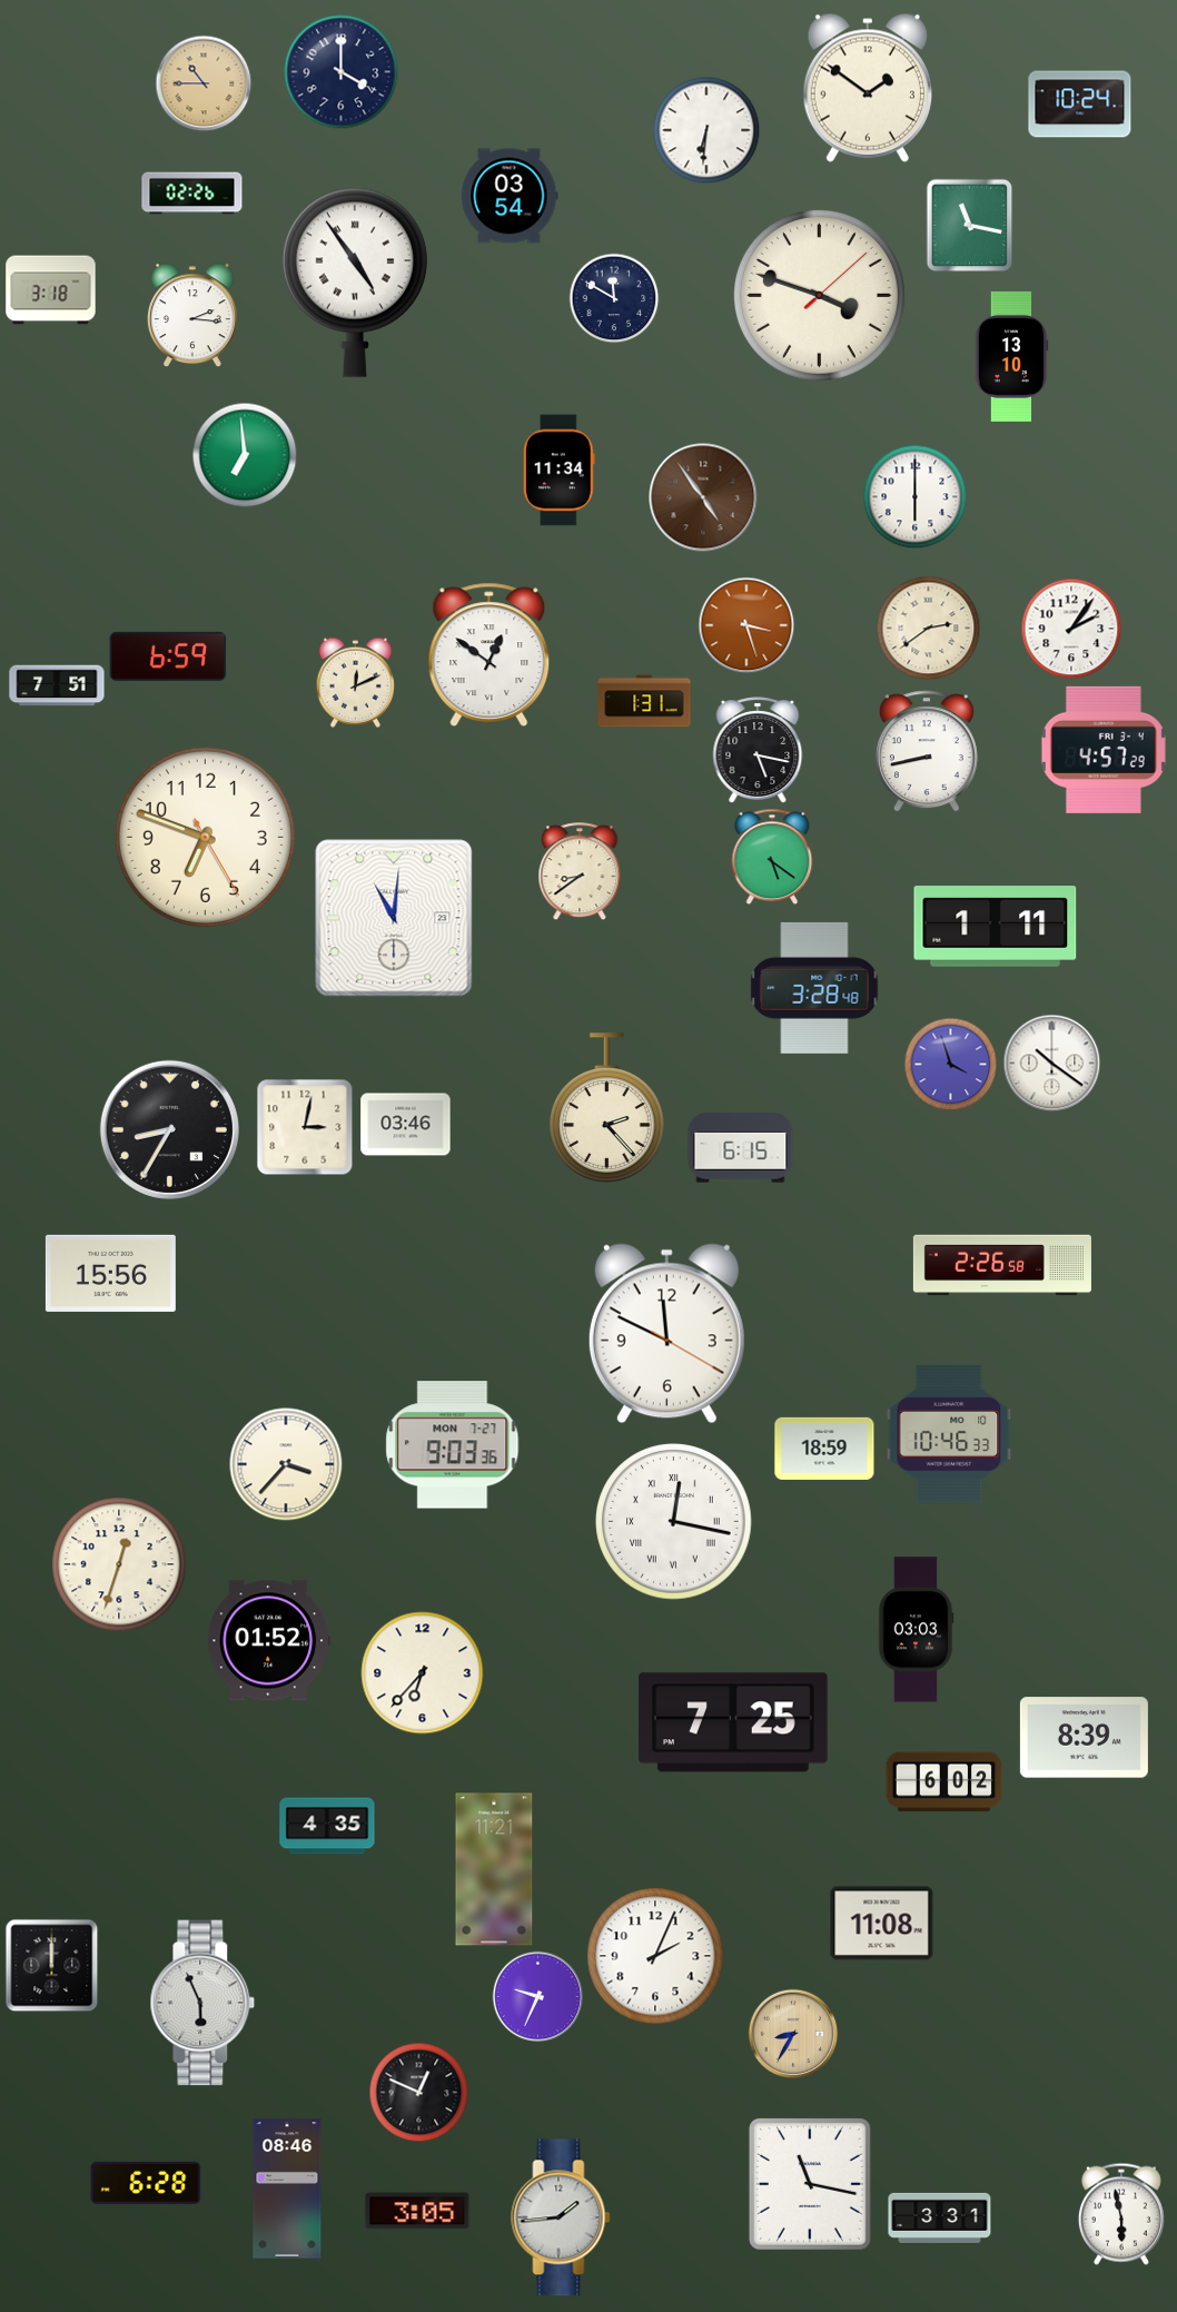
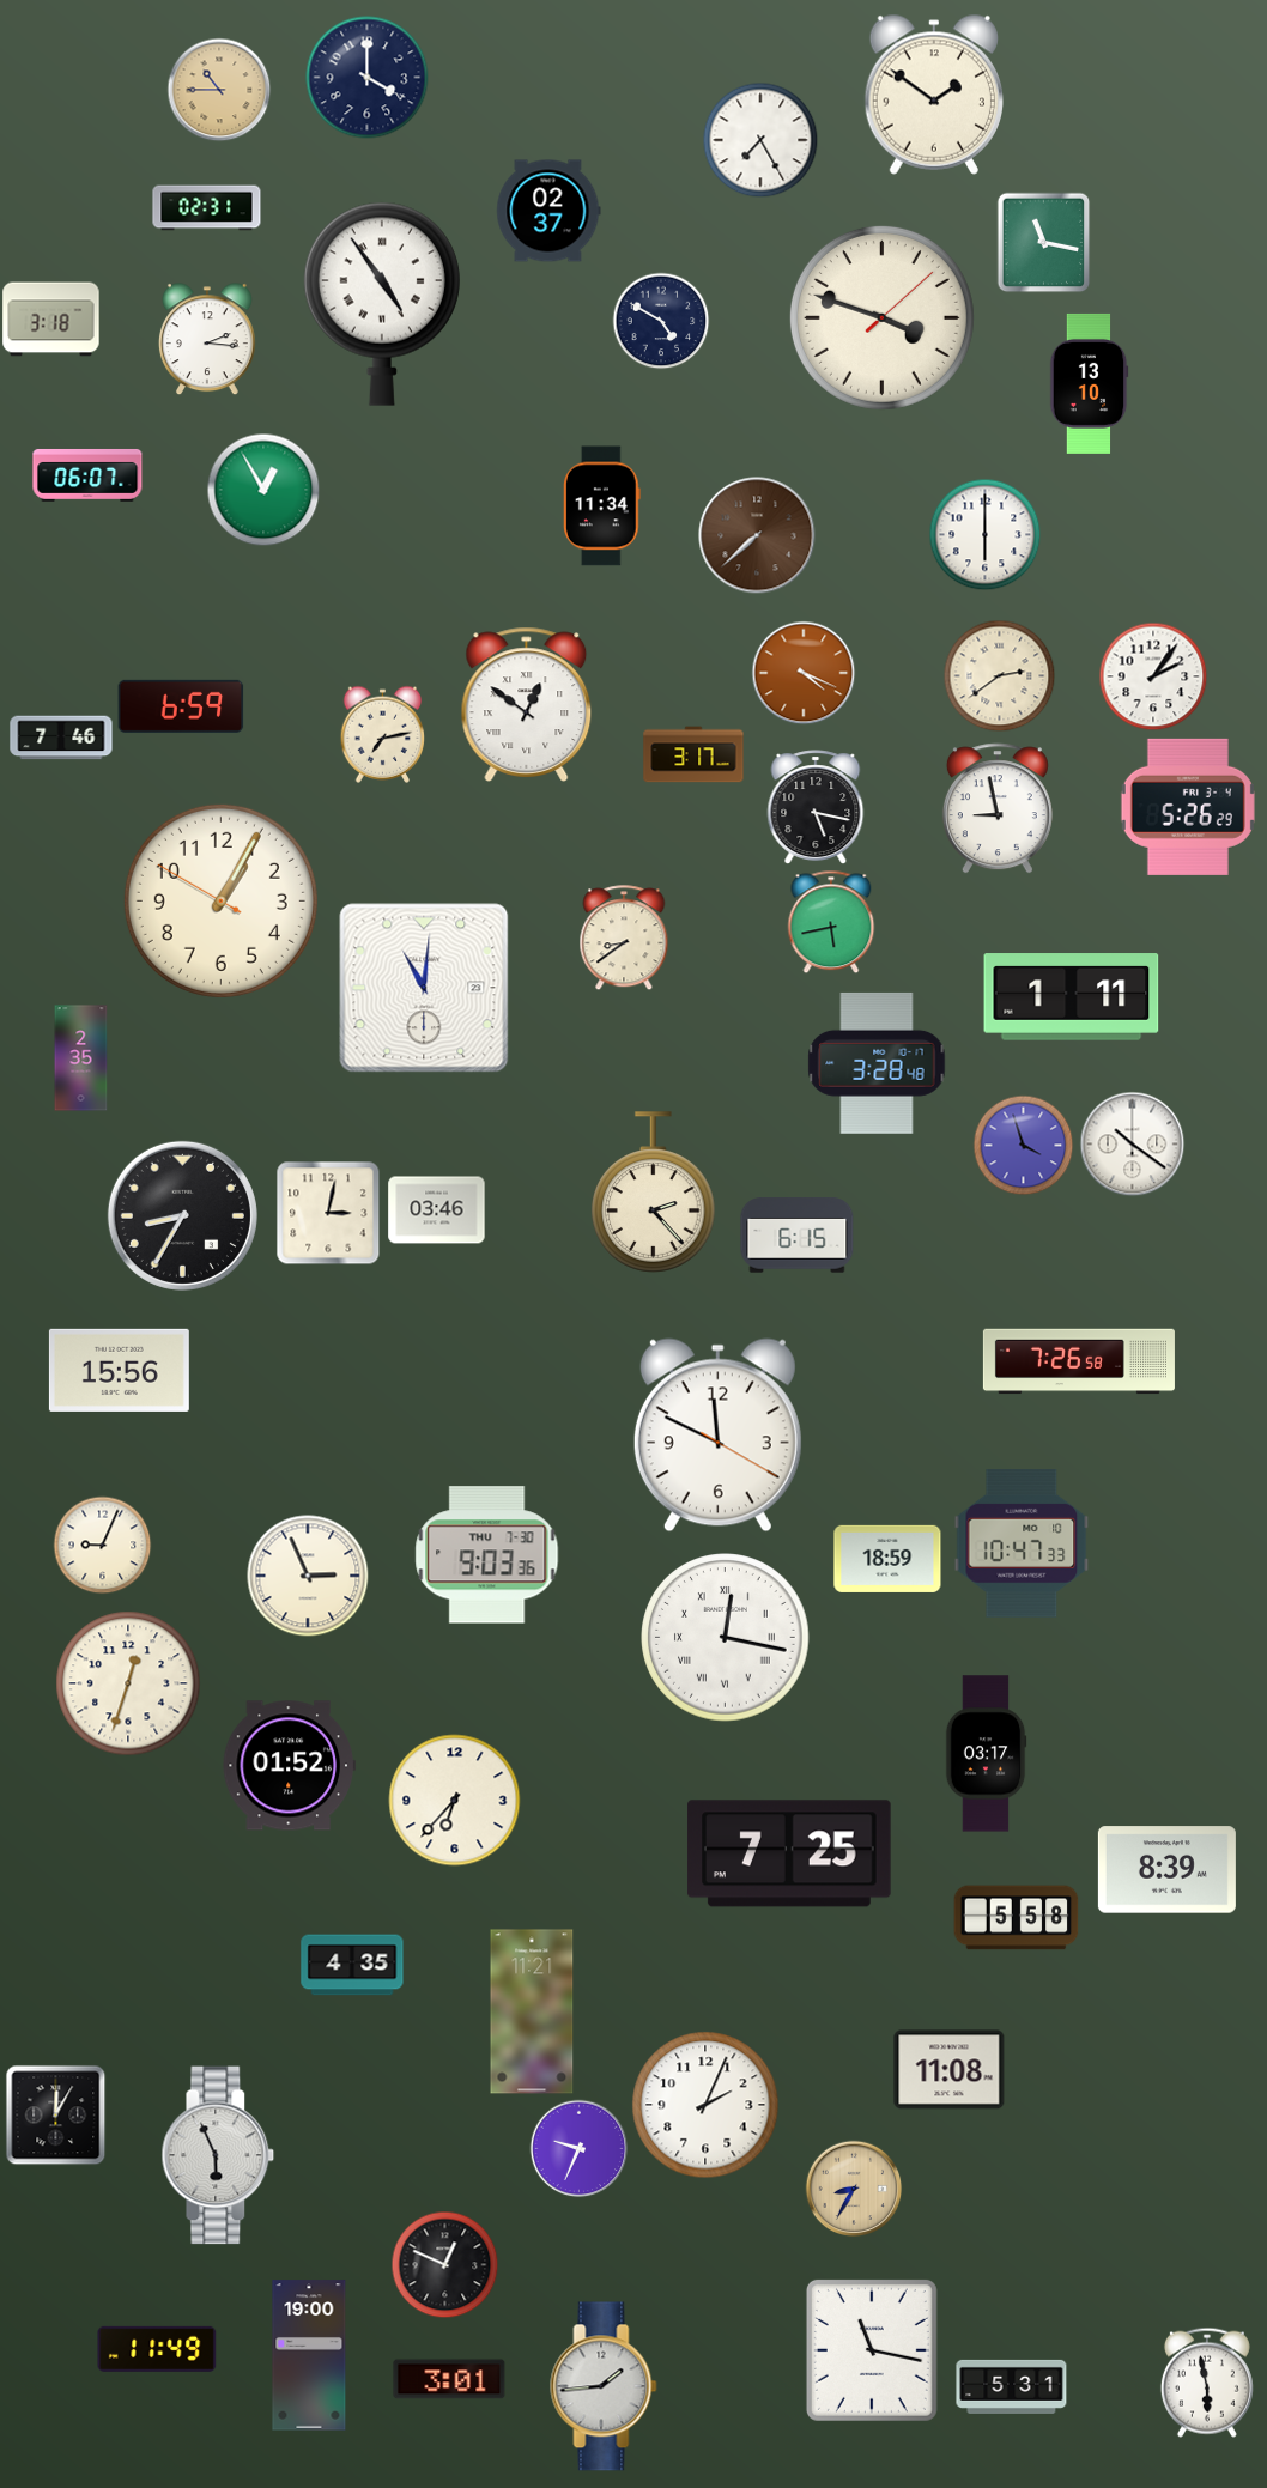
clock at (1080, 105): 10:24 -> none
clock at (706, 130): 6:31 -> 7:25
clock at (192, 194): 02:26 -> 02:31
clock at (510, 196): 03:54 -> 02:37
clock at (51, 290) position: (51, 290) -> (51, 320)
clock at (614, 298): 11:50 -> 4:50
clock at (87, 475): none -> 06:07
clock at (245, 455): 6:59 -> 12:55
clock at (703, 497): 4:54 -> 7:38
clock at (746, 625): 3:27 -> 4:19
clock at (356, 682): 12:11 -> 7:13
clock at (57, 685): 7:51 -> 7:46
clock at (644, 701): 1:31 -> 3:17
clock at (1104, 750): 4:57 -> 5:26
clock at (927, 751): 8:43 -> 8:58
clock at (205, 837): 6:48 -> 1:04
clock at (772, 857): 5:21 -> 5:43
clock at (81, 1058): none -> 2:35
clock at (1002, 1265): 2:26 -> 7:26
clock at (949, 1434): 10:46 -> 10:47
clock at (102, 1545): none -> 9:04
clock at (453, 1445) date: MON 7-27 -> THU 7-30
clock at (286, 1464): 3:37 -> 2:56
clock at (916, 1630): 03:03 -> 03:17
clock at (944, 1782): 6:02 -> 5:58
clock at (51, 1965): 12:00 -> 12:05
clock at (418, 2092) position: (418, 2092) -> (444, 2264)
clock at (146, 2183): 6:28 -> 11:49
clock at (287, 2189): 08:46 -> 19:00
clock at (417, 2211): 3:05 -> 3:01
clock at (940, 2217): 3:31 -> 5:31
